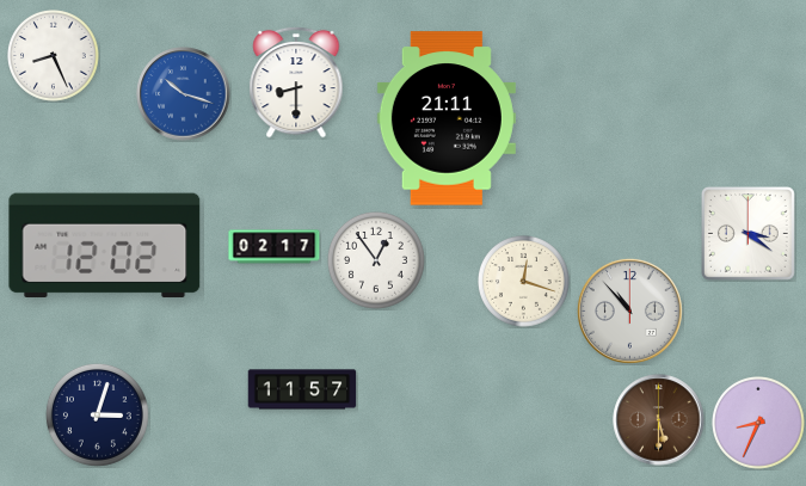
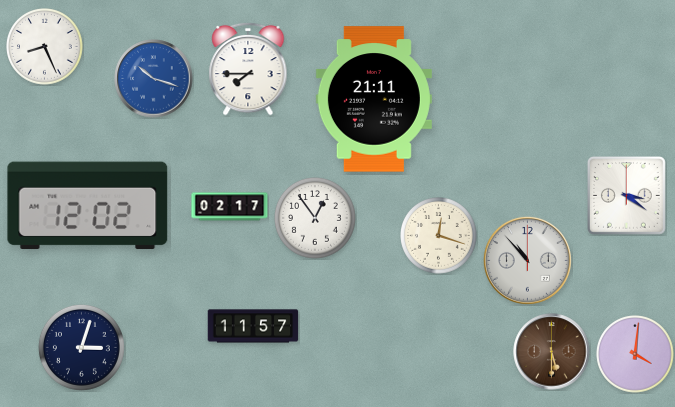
clock at (296, 82): 8:30 -> 7:45
clock at (759, 424): 8:34 -> 4:01
